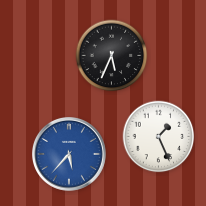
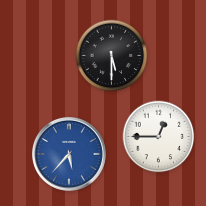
clock at (112, 56): 5:34 -> 5:30
clock at (159, 137): 1:26 -> 12:45
